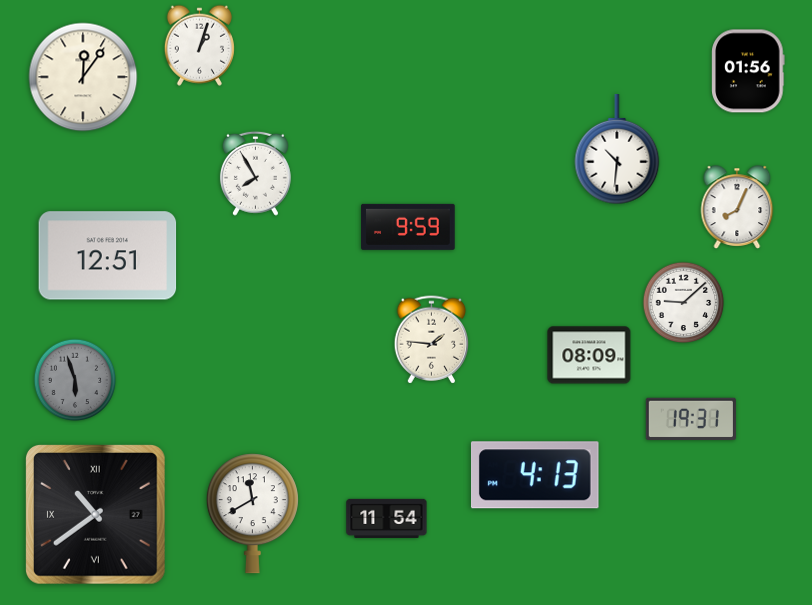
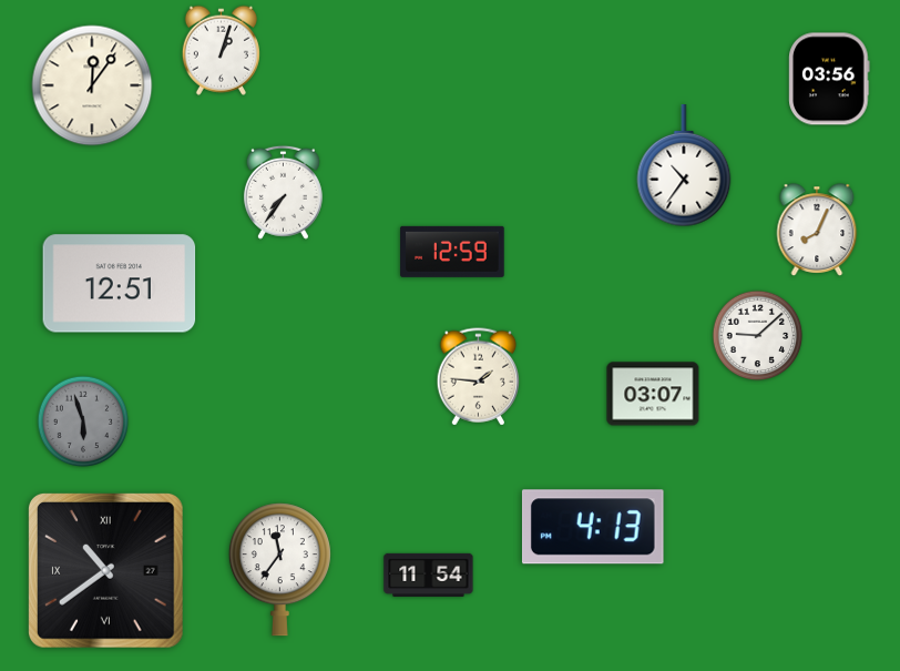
clock at (748, 71): 01:56 -> 03:56
clock at (617, 150): 10:31 -> 10:36
clock at (255, 173): 7:55 -> 7:36
clock at (408, 227): 9:59 -> 12:59
clock at (589, 355): 08:09 -> 03:07
clock at (691, 418): 19:31 -> none
clock at (252, 514): 11:40 -> 11:36
